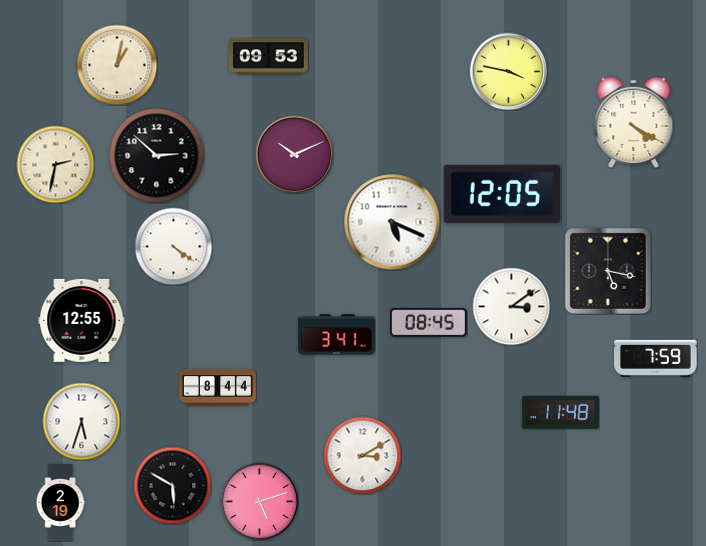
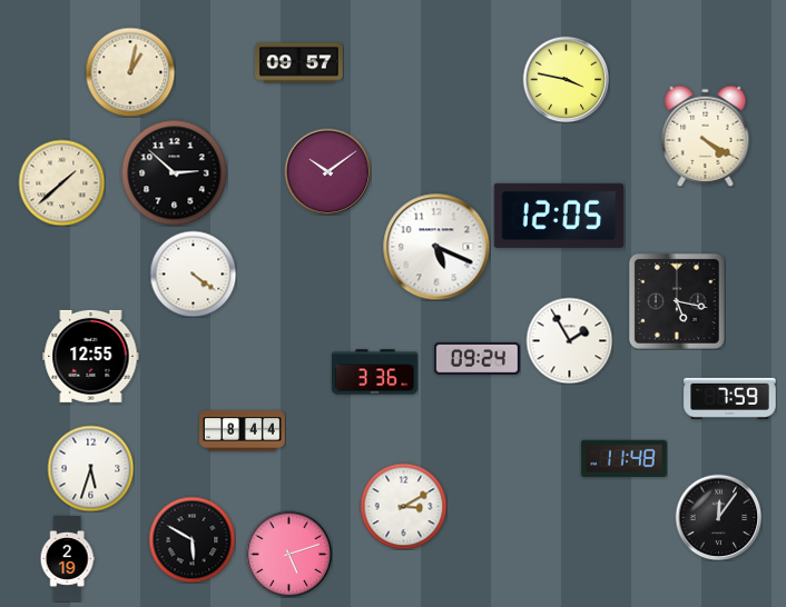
clock at (269, 57): 09:53 -> 09:57
clock at (294, 154): 10:11 -> 10:09
clock at (55, 164): 2:32 -> 1:38
clock at (511, 306): 3:09 -> 1:55
clock at (428, 322): 08:45 -> 09:24
clock at (336, 335): 3:41 -> 3:36
clock at (718, 517): none -> 12:06
clock at (259, 501) position: (259, 501) -> (288, 554)
